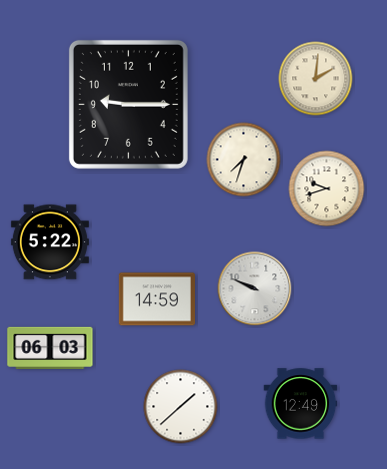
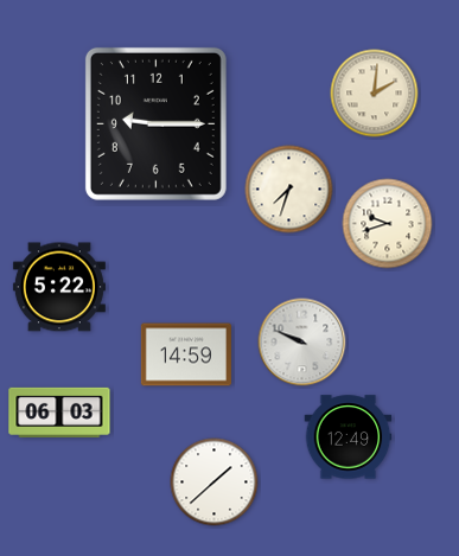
clock at (128, 104) position: (128, 104) -> (155, 123)
clock at (301, 404) position: (301, 404) -> (349, 437)
